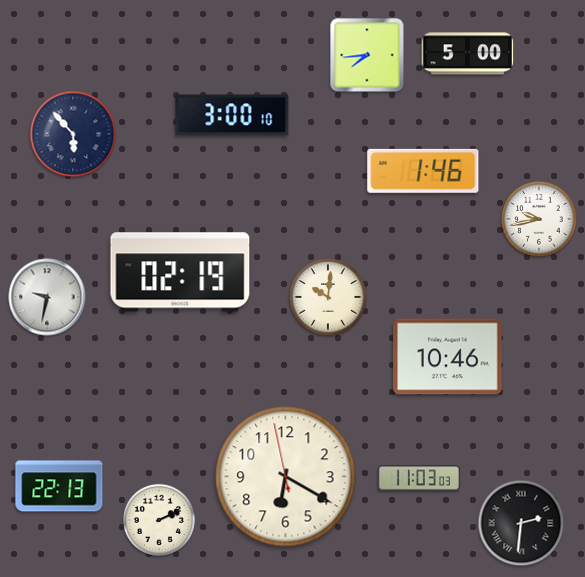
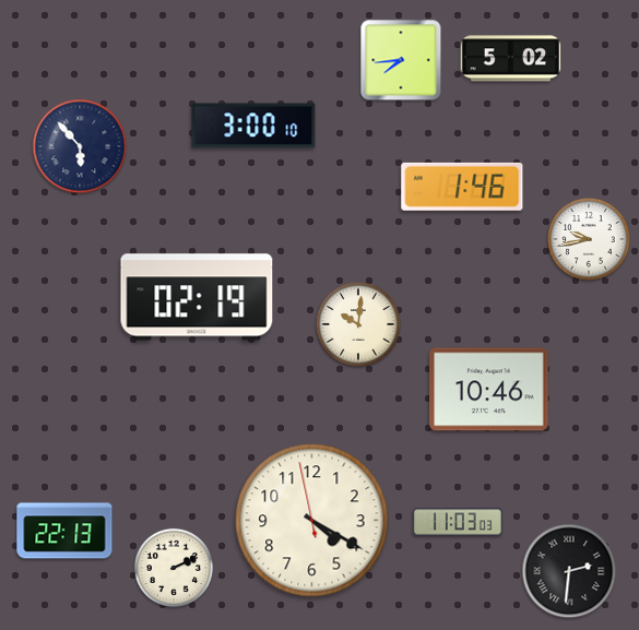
clock at (468, 54): 5:00 -> 5:02
clock at (47, 297): 9:32 -> none
clock at (286, 477): 6:19 -> 4:19
